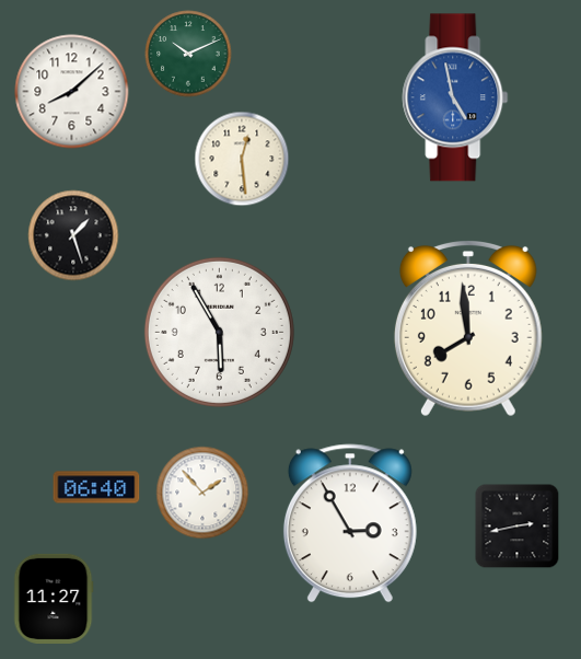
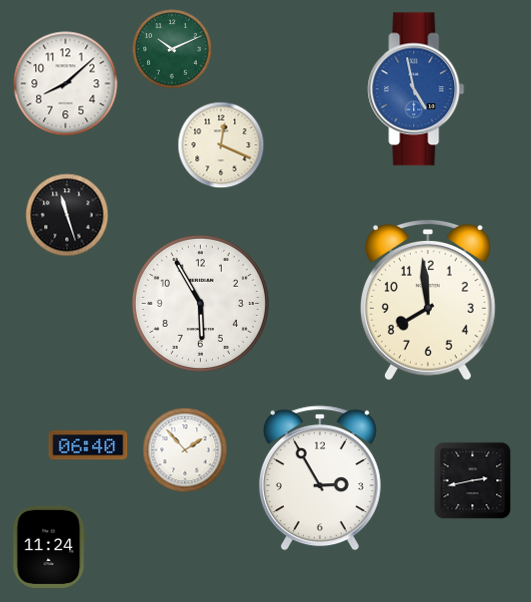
clock at (242, 159): 12:29 -> 12:19
clock at (73, 235): 1:27 -> 11:27
clock at (54, 599): 11:27 -> 11:24
